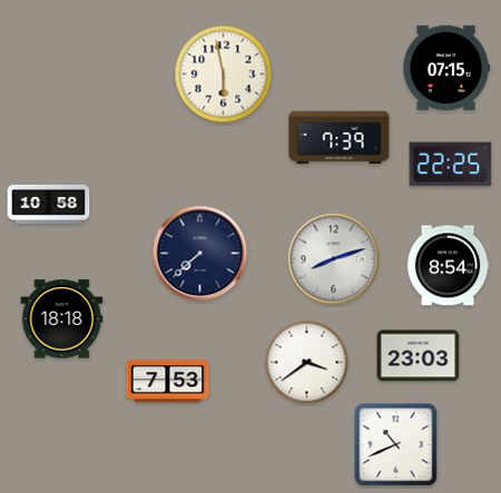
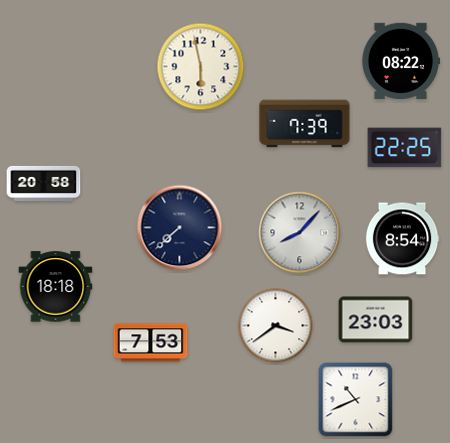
clock at (445, 68): 07:15 -> 08:22
clock at (49, 204): 10:58 -> 20:58
clock at (334, 259): 8:12 -> 8:07
